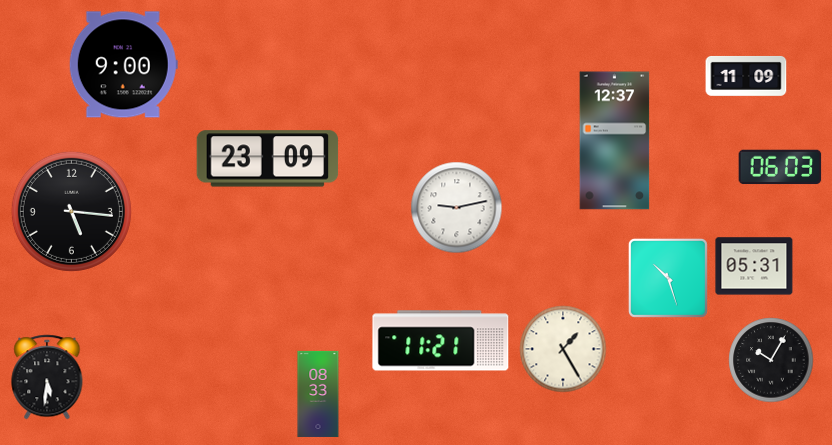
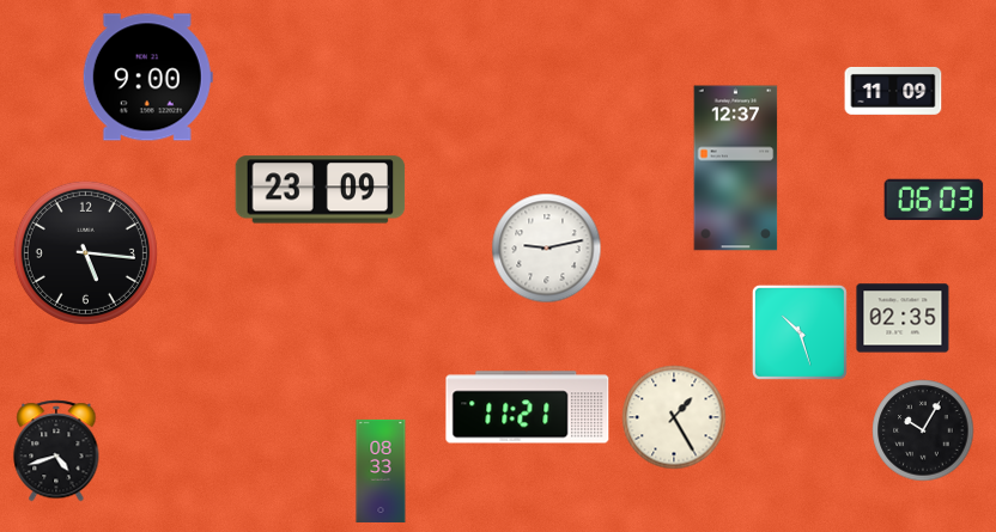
clock at (754, 266): 05:31 -> 02:35
clock at (47, 377): 5:31 -> 4:42
